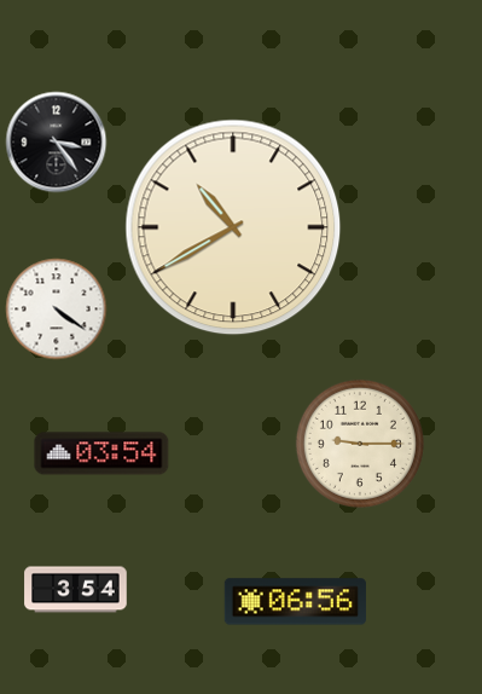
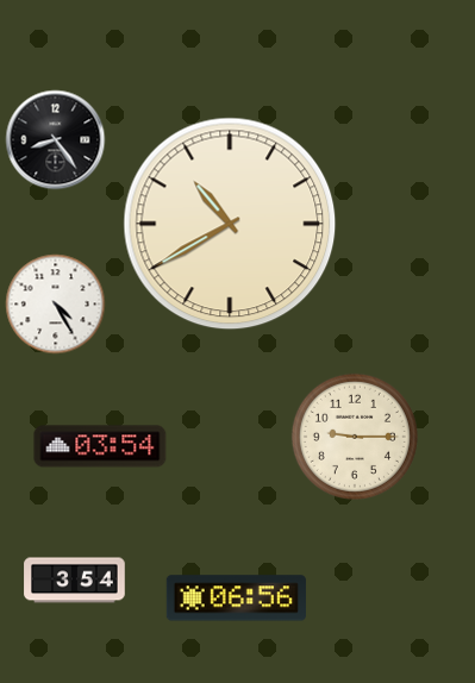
clock at (57, 143): 3:24 -> 8:24
clock at (57, 310): 4:21 -> 4:25
clock at (295, 602) position: (295, 602) -> (236, 599)
